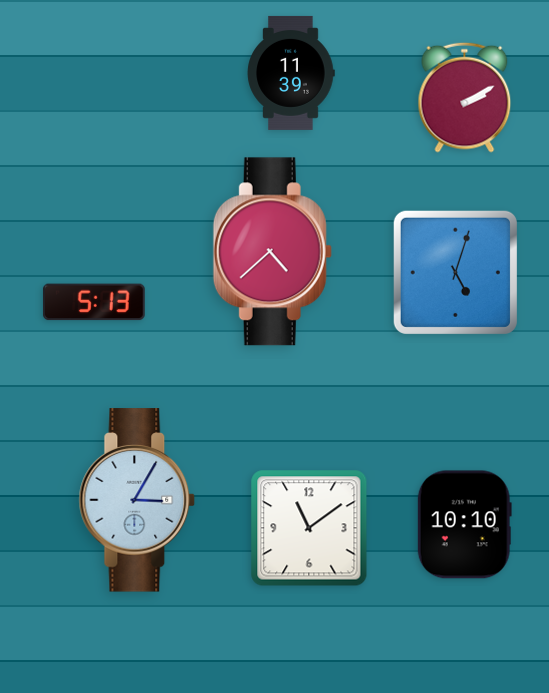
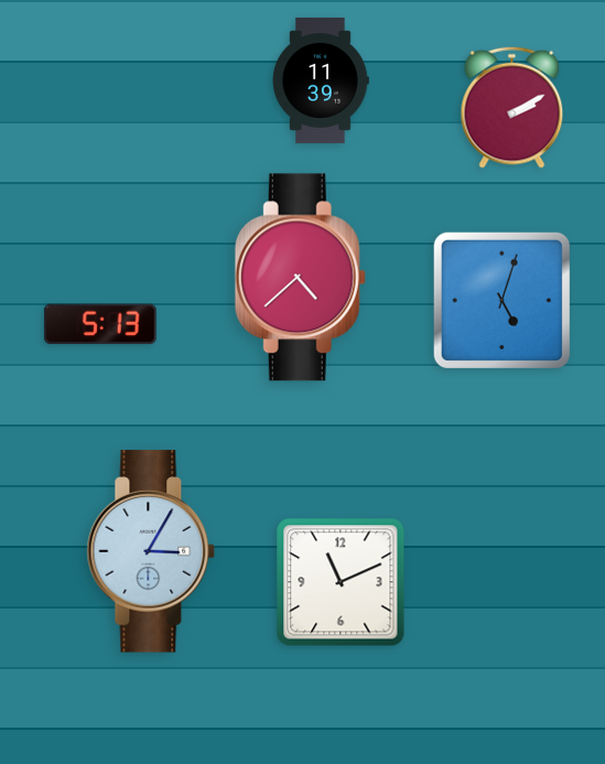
clock at (94, 302) position: (94, 302) -> (100, 324)
clock at (464, 525): 10:10 -> none
clock at (309, 528): 11:09 -> 11:11
